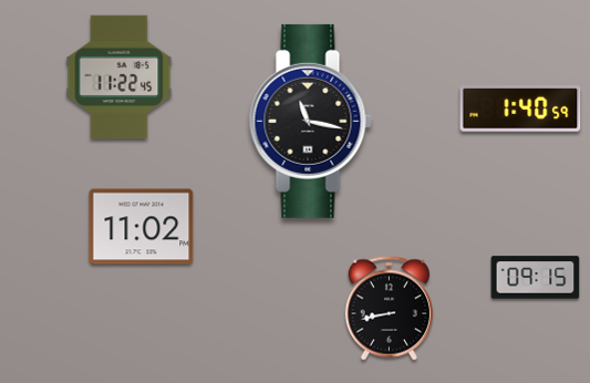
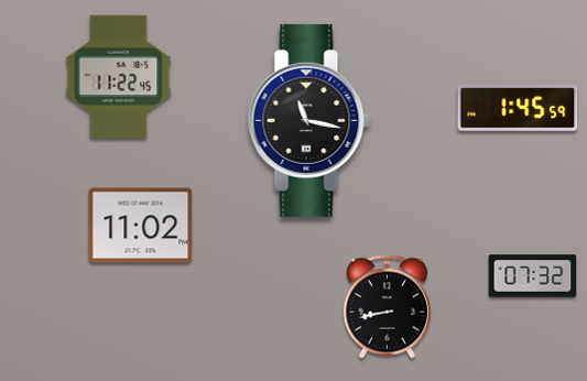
clock at (520, 110): 1:40 -> 1:45
clock at (536, 278): 09:15 -> 07:32
